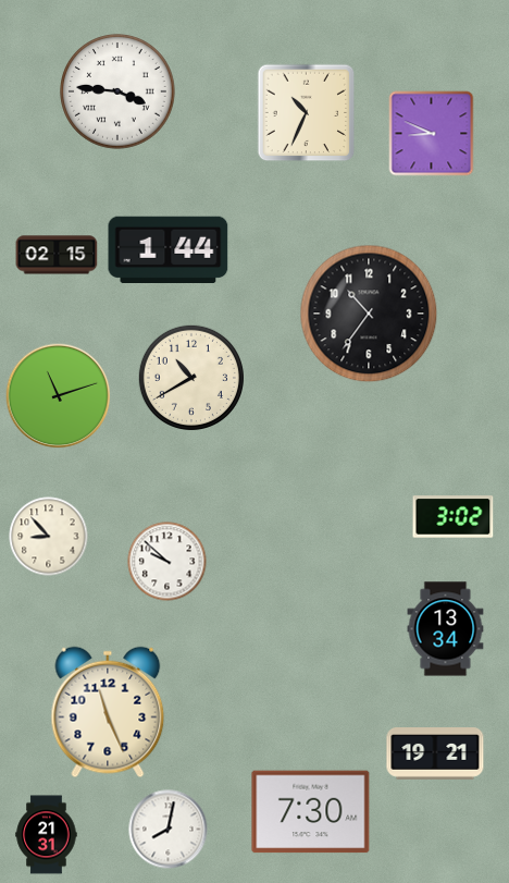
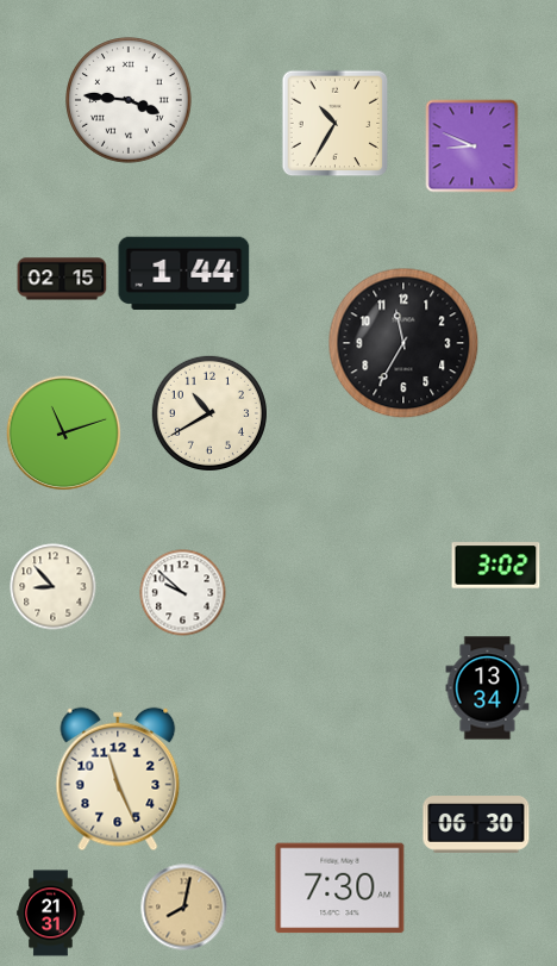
clock at (307, 113): 10:34 -> 10:35
clock at (369, 314): 10:36 -> 11:35
clock at (167, 562) position: (167, 562) -> (183, 593)
clock at (435, 755): 19:21 -> 06:30
clock at (169, 830) dial: white -> champagne
